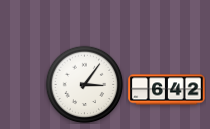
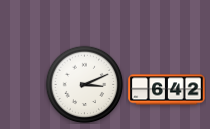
clock at (84, 84): 3:06 -> 3:11
